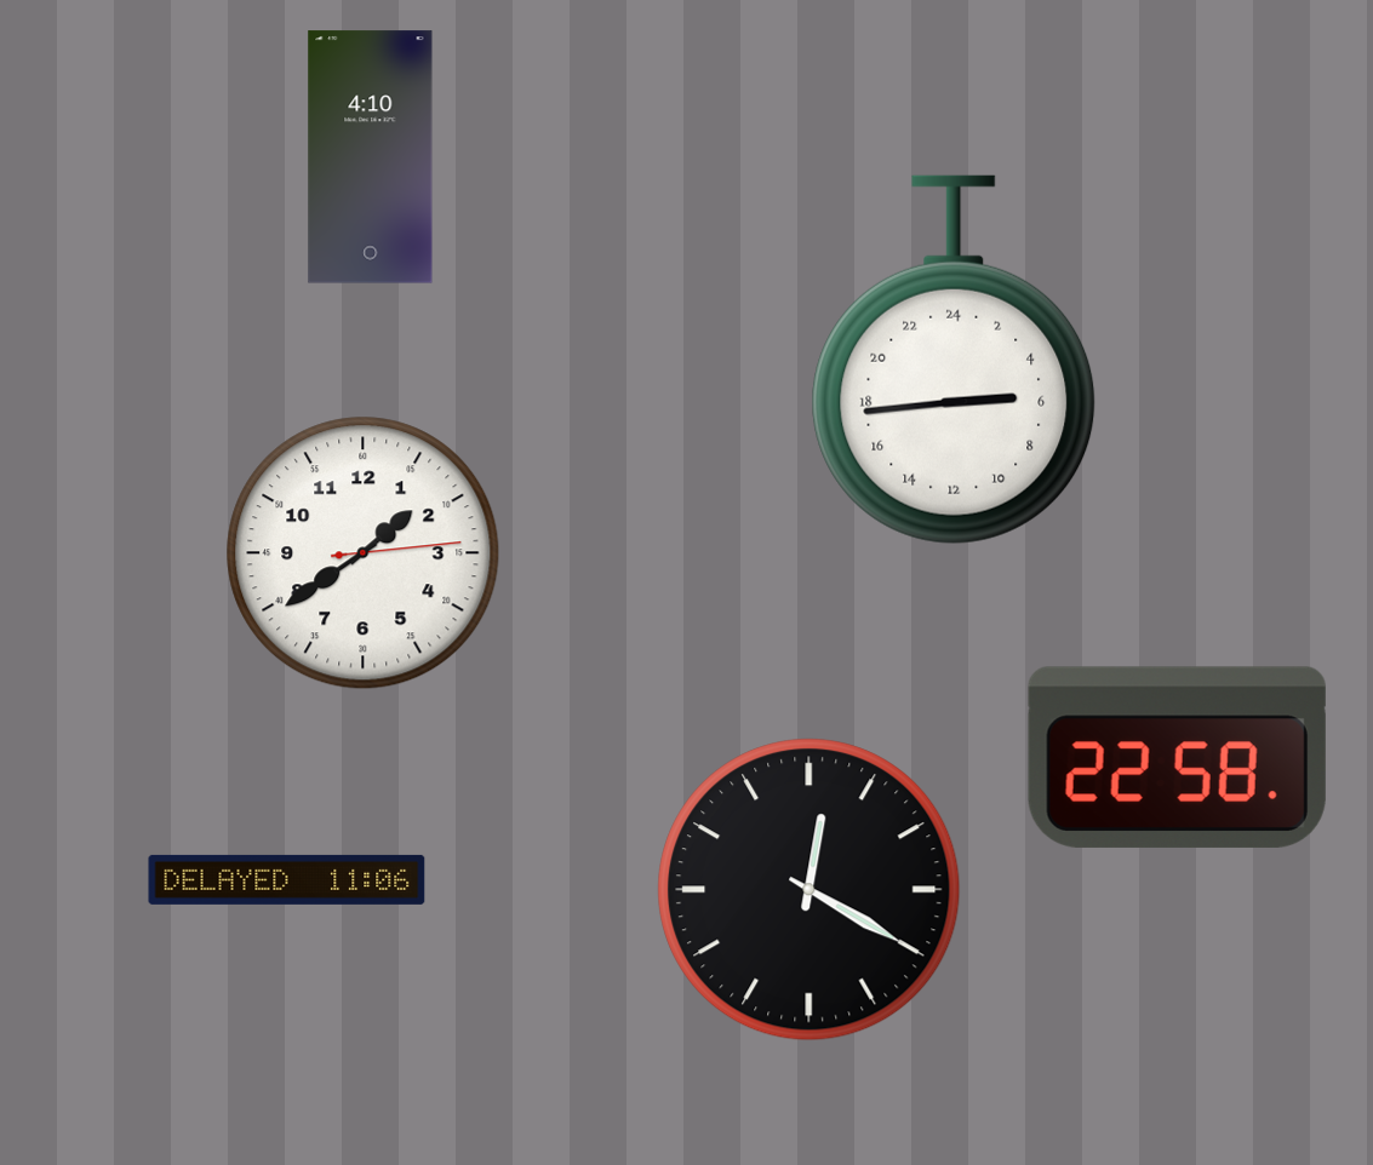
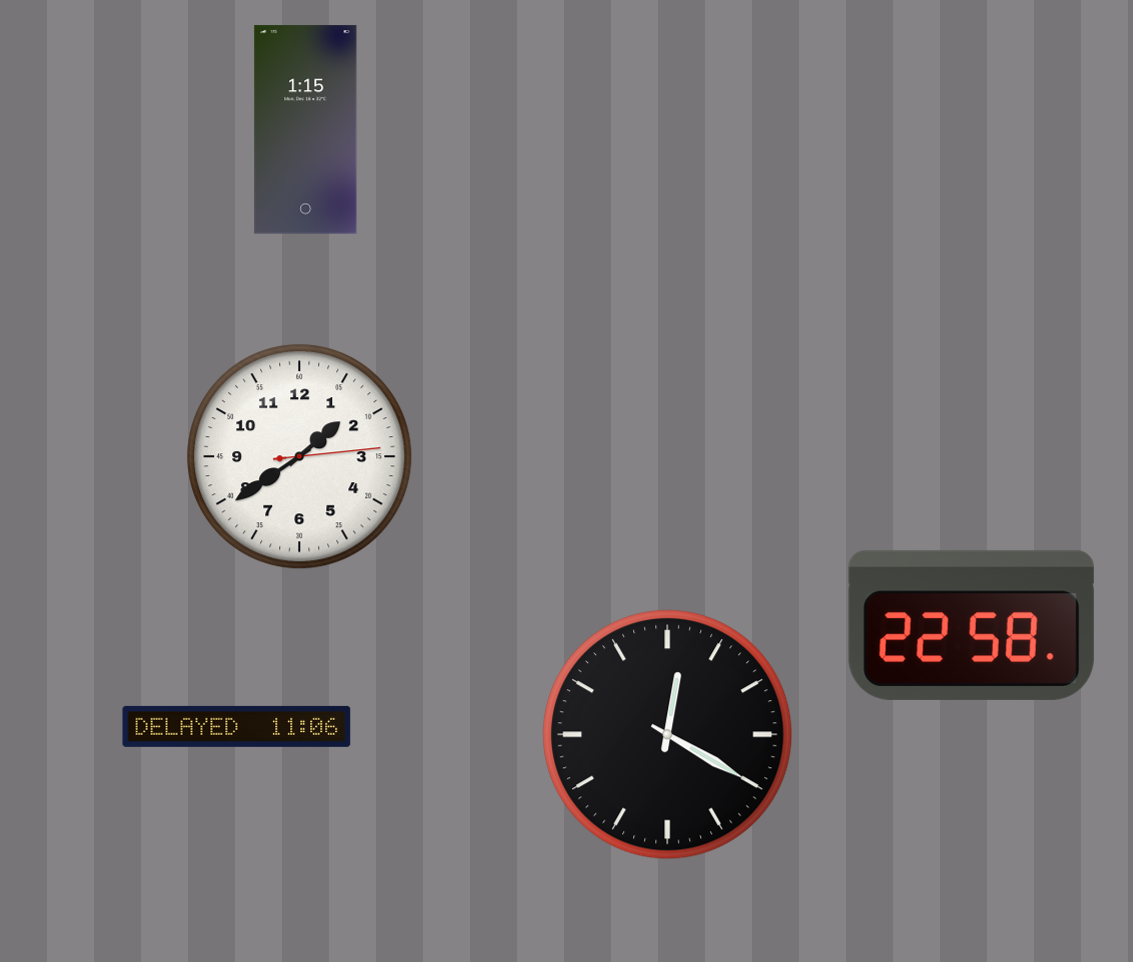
clock at (371, 157): 4:10 -> 1:15
clock at (954, 360): 5:44 -> none
